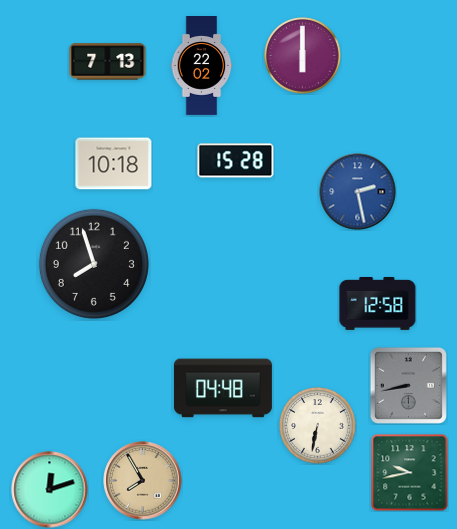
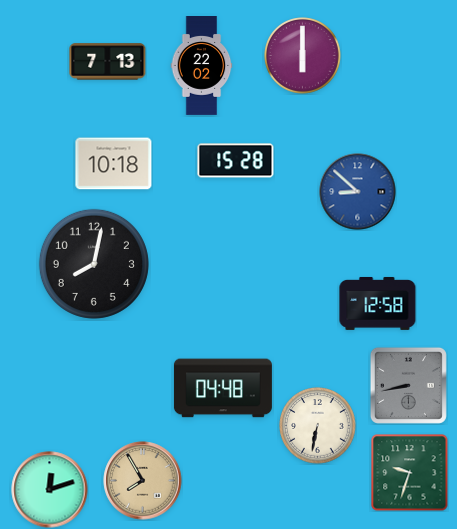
clock at (358, 192): 2:28 -> 8:52
clock at (94, 264): 7:57 -> 8:02
clock at (410, 473): 9:43 -> 9:33
